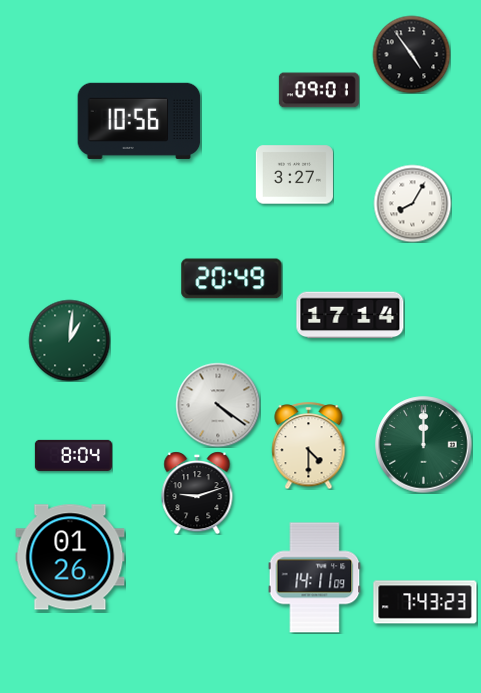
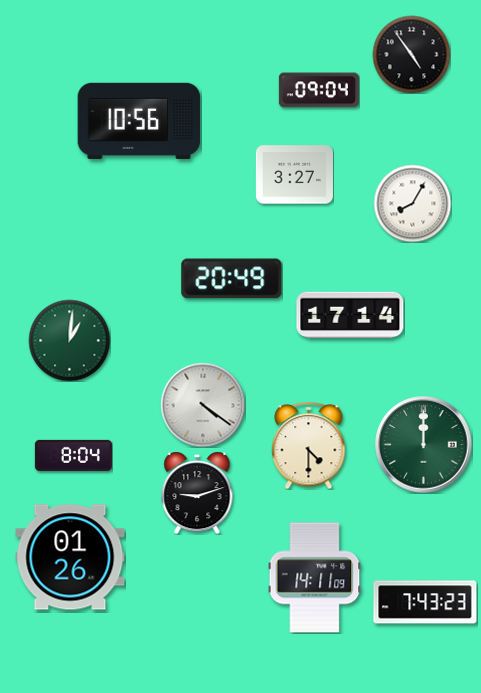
clock at (319, 90): 09:01 -> 09:04
clock at (218, 405) position: (218, 405) -> (203, 405)
